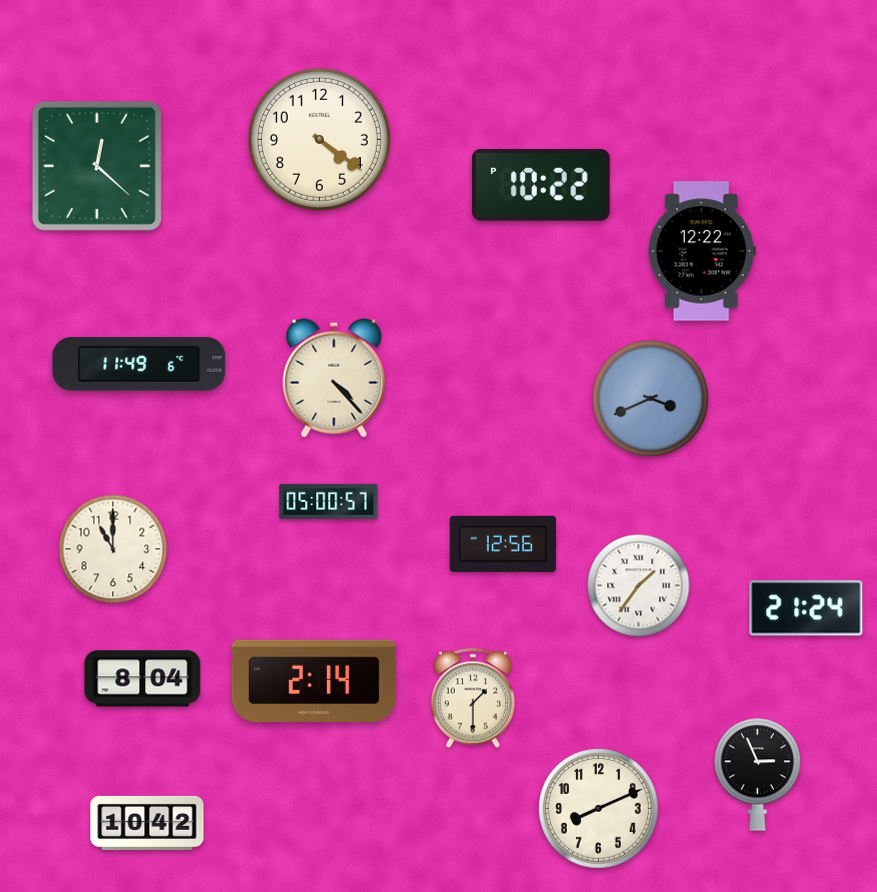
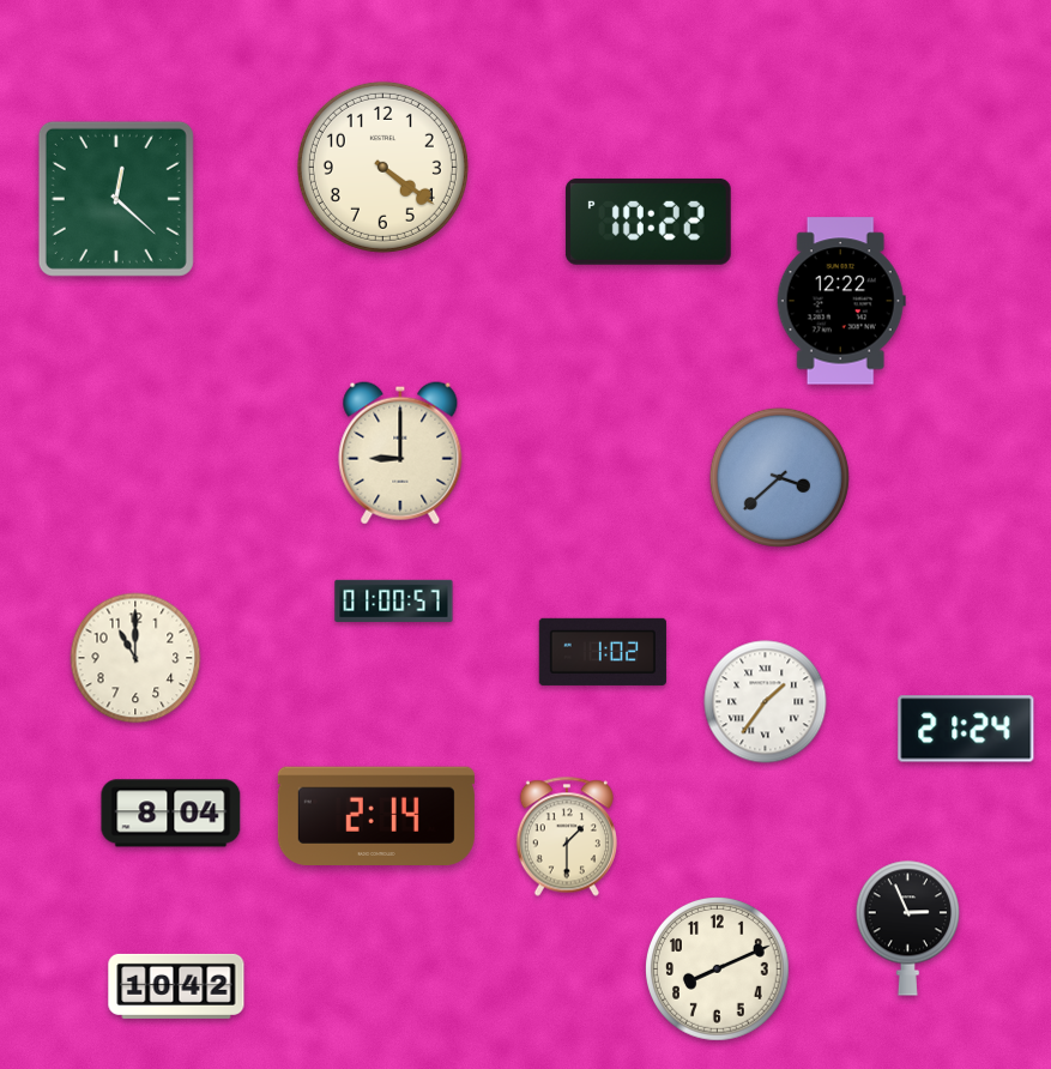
clock at (139, 364): 11:49 -> none
clock at (334, 378): 4:23 -> 9:00
clock at (650, 398): 3:41 -> 3:38
clock at (329, 501): 05:00 -> 01:00
clock at (503, 544): 12:56 -> 1:02
